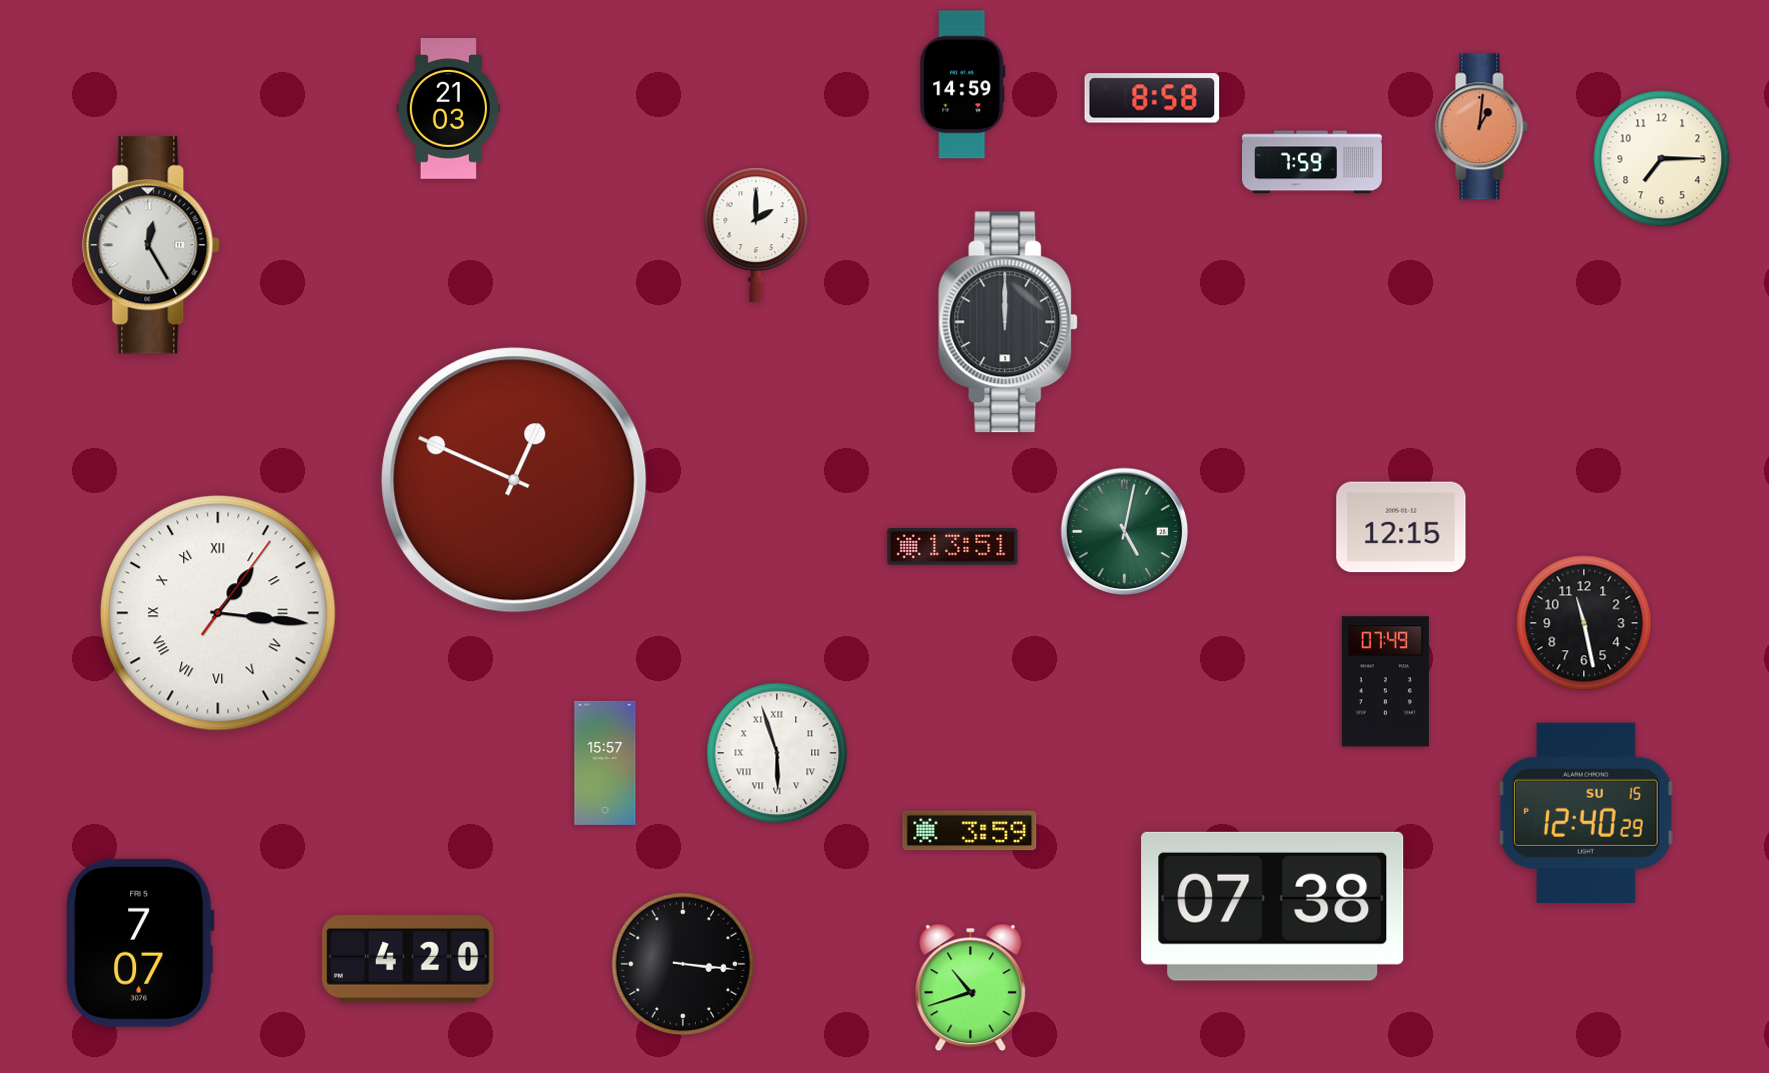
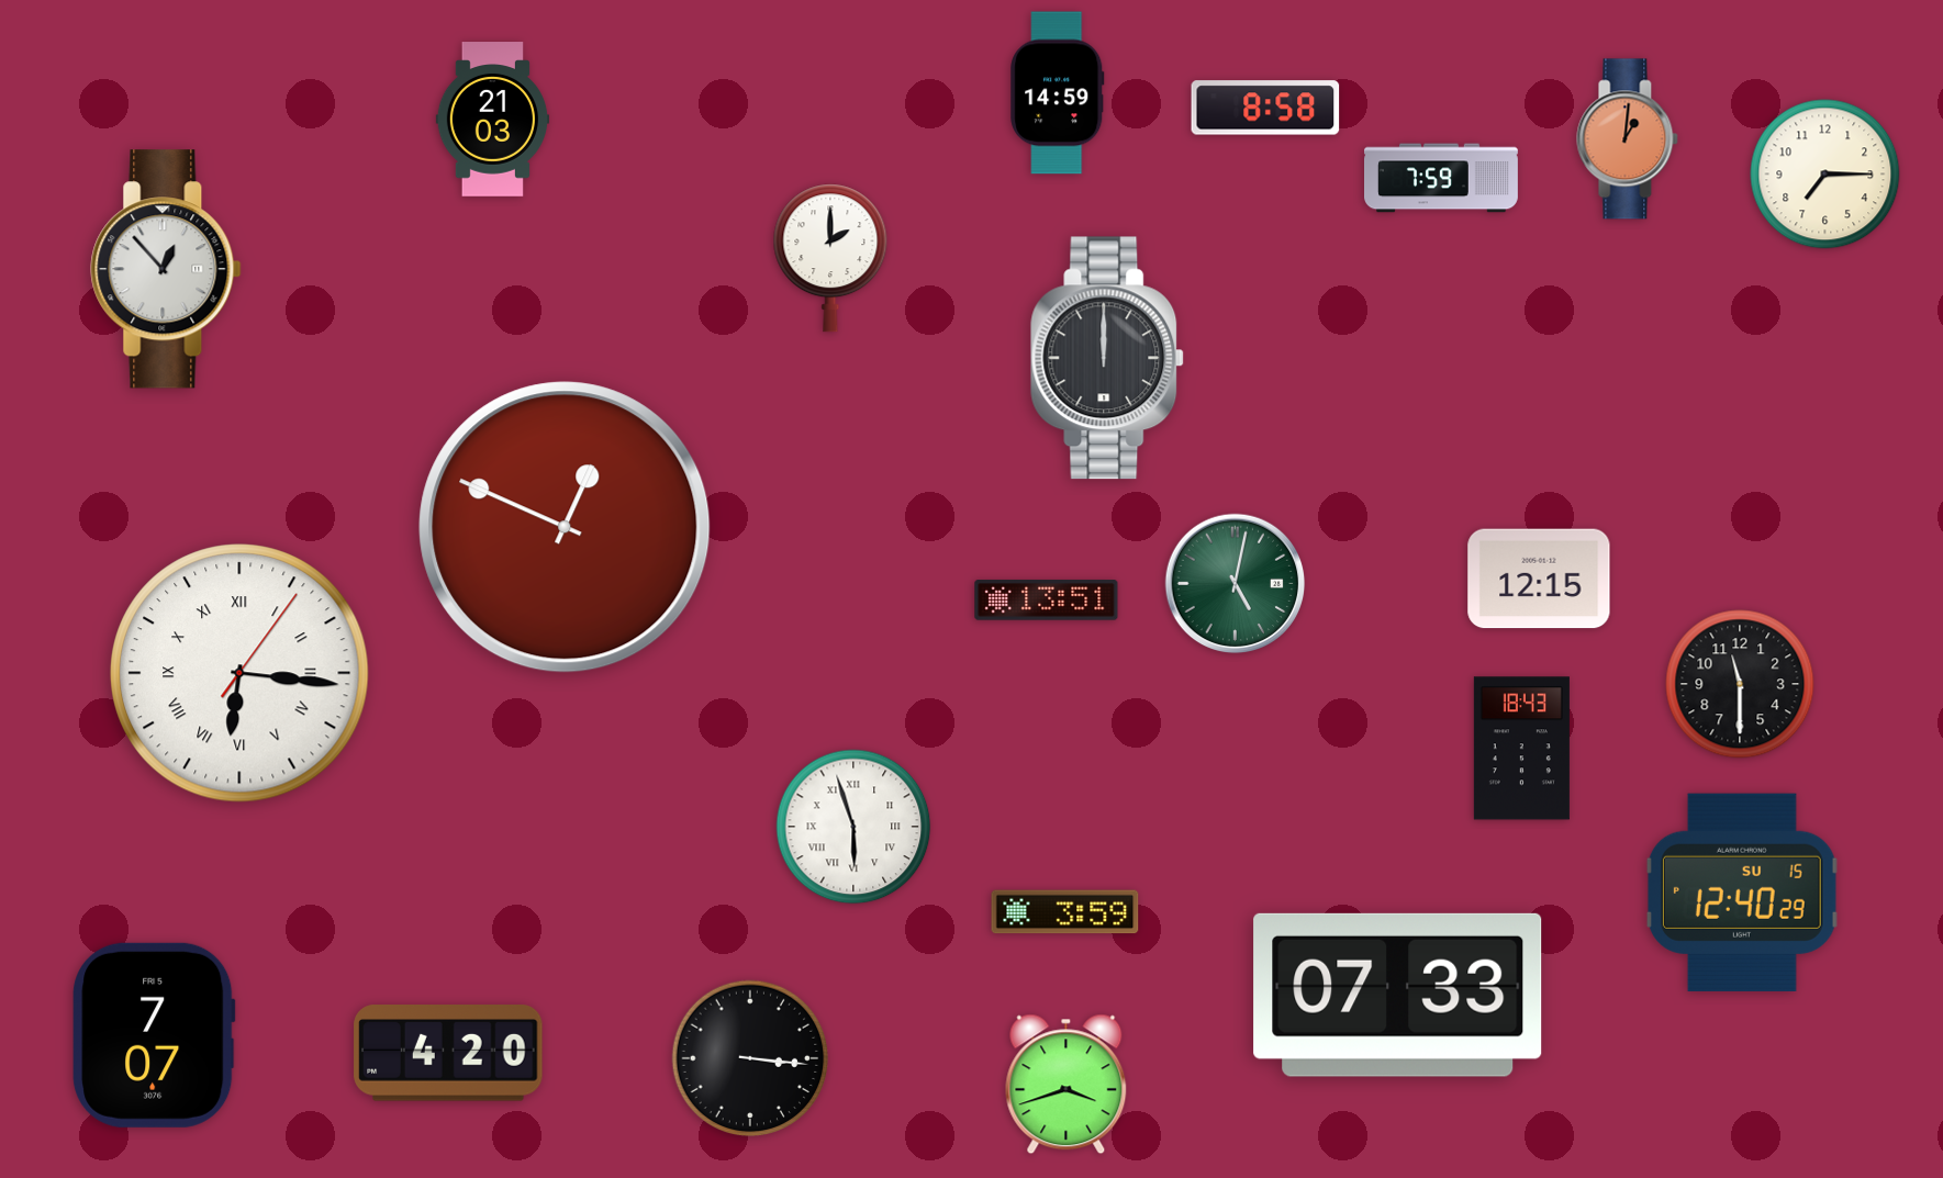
clock at (151, 245): 12:25 -> 12:53
clock at (1009, 322) position: (1009, 322) -> (1108, 358)
clock at (218, 613): 1:16 -> 6:16
clock at (1584, 623): 11:28 -> 11:30
clock at (1385, 682): 07:49 -> 18:43
clock at (605, 763): 15:57 -> none
clock at (1273, 906): 07:38 -> 07:33
clock at (971, 988): 10:42 -> 3:42
